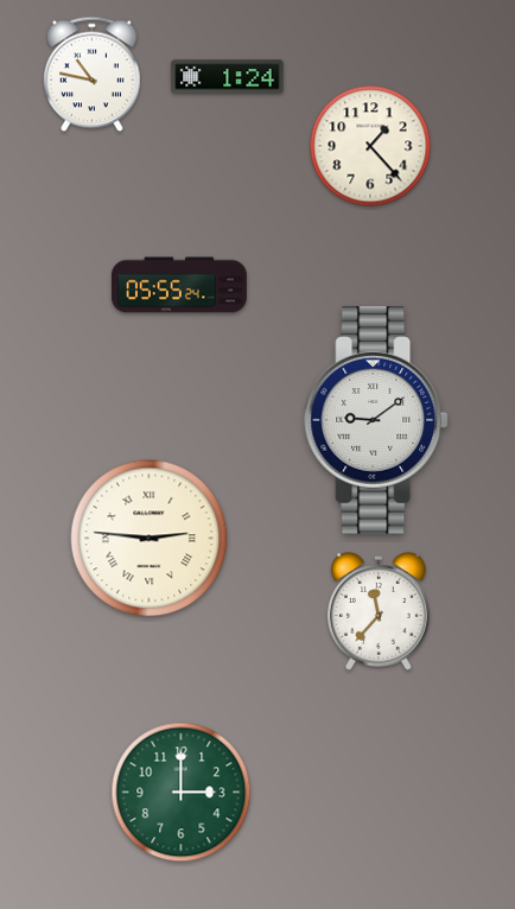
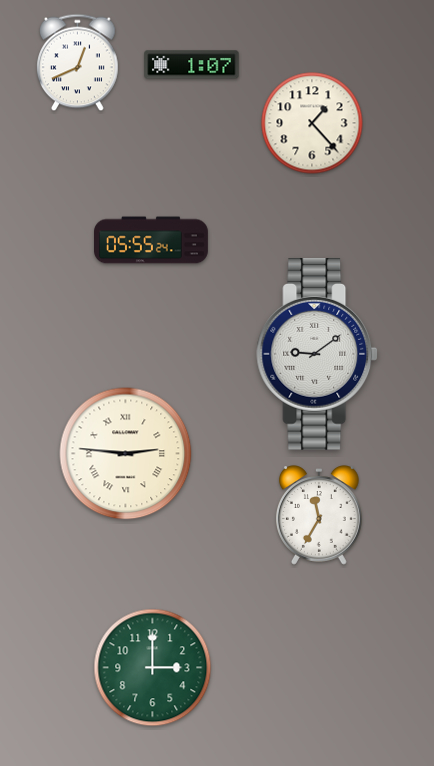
clock at (93, 75): 10:47 -> 12:41
clock at (228, 77): 1:24 -> 1:07
clock at (379, 611): 11:37 -> 11:35
